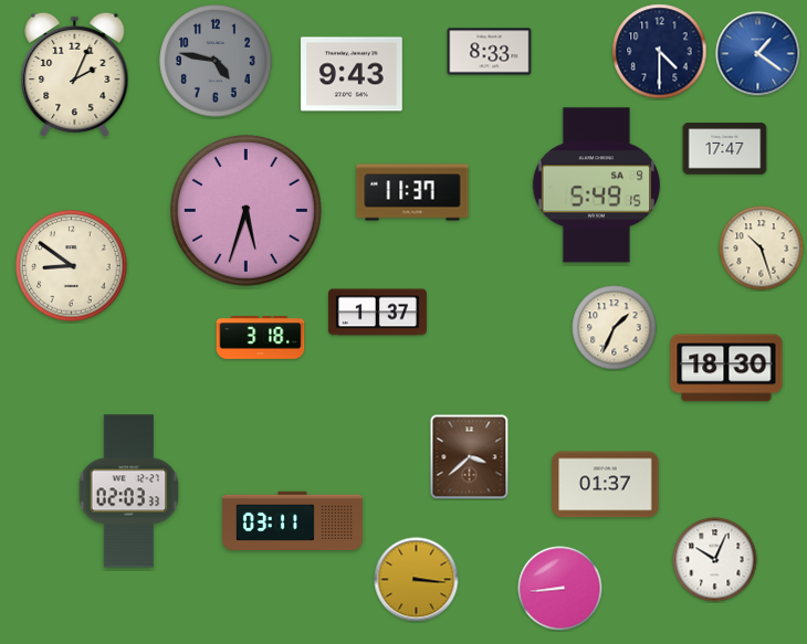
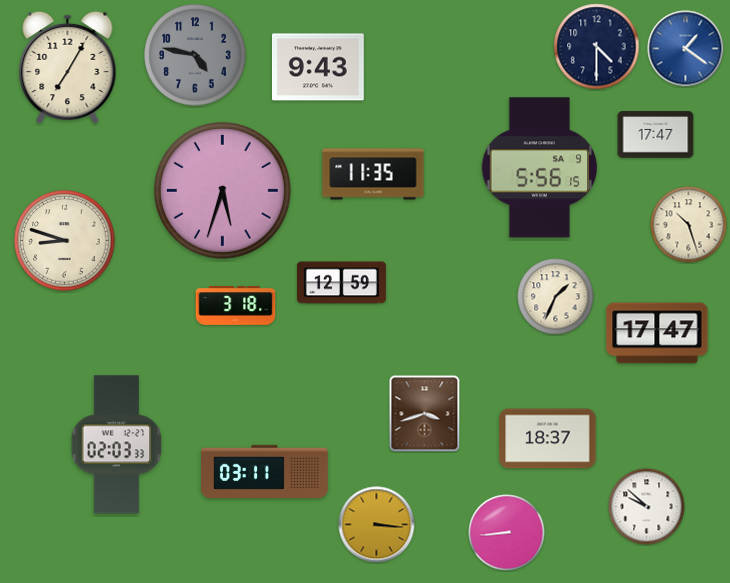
clock at (490, 52): 8:33 -> none
clock at (75, 75): 2:04 -> 7:05
clock at (597, 186): 5:49 -> 5:56
clock at (412, 192): 11:37 -> 11:35
clock at (72, 266): 8:51 -> 8:48
clock at (377, 313): 1:37 -> 12:59
clock at (726, 368): 18:30 -> 17:47
clock at (470, 457): 3:38 -> 3:42
clock at (606, 485): 01:37 -> 18:37
clock at (715, 560): 10:04 -> 9:52
